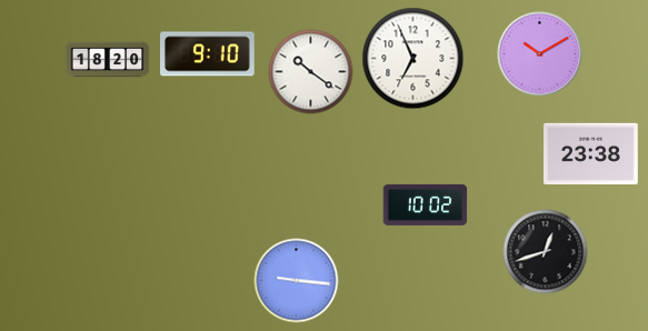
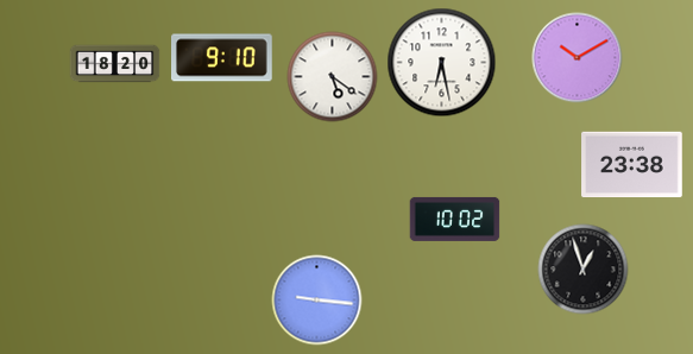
clock at (413, 59): 6:56 -> 6:28
clock at (311, 72): 10:21 -> 5:21
clock at (546, 252): 12:42 -> 12:57
